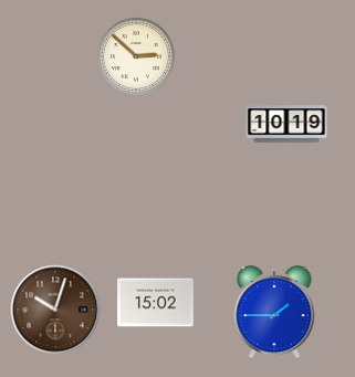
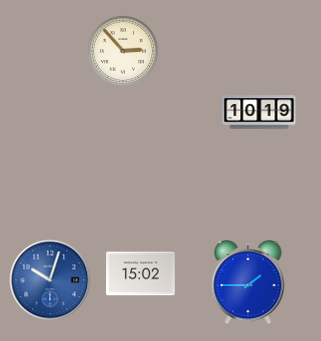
clock at (136, 56): 2:52 -> 2:53
clock at (55, 310) dial: brown -> blue
